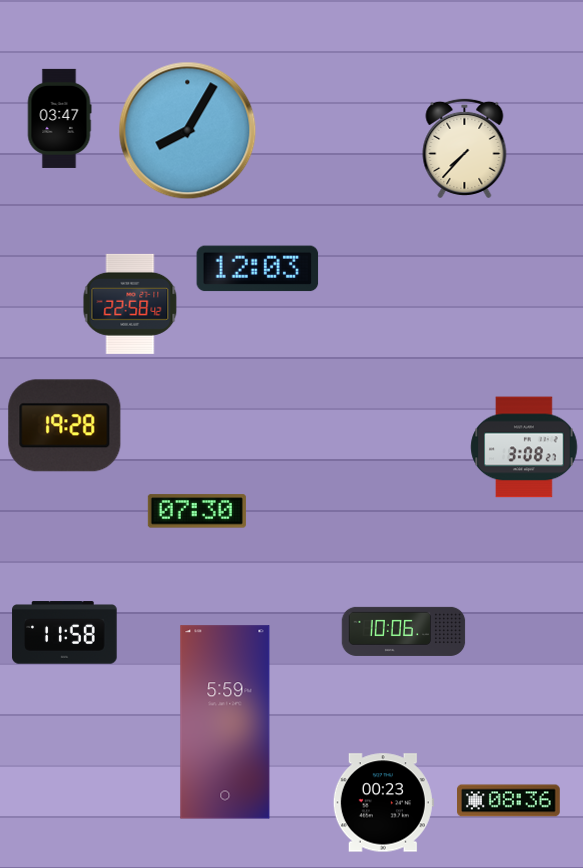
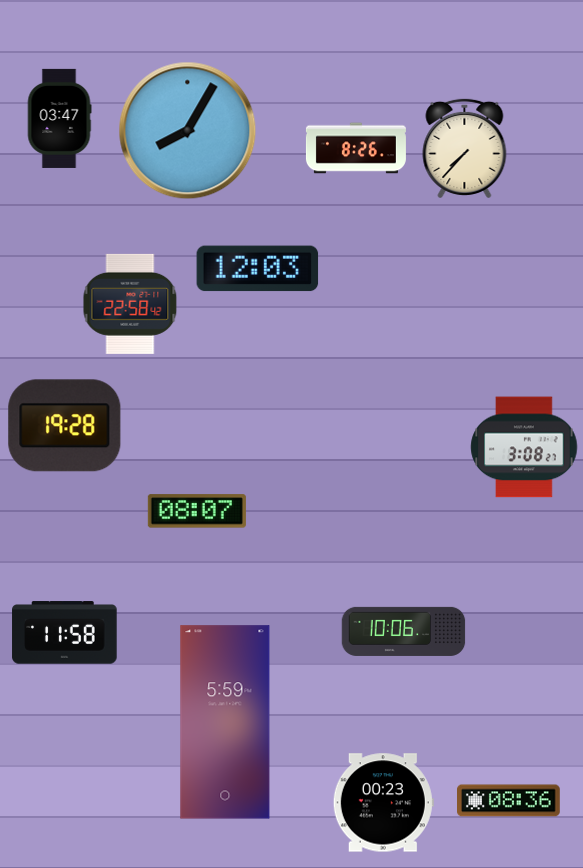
clock at (356, 148): none -> 8:26
clock at (197, 511): 07:30 -> 08:07
